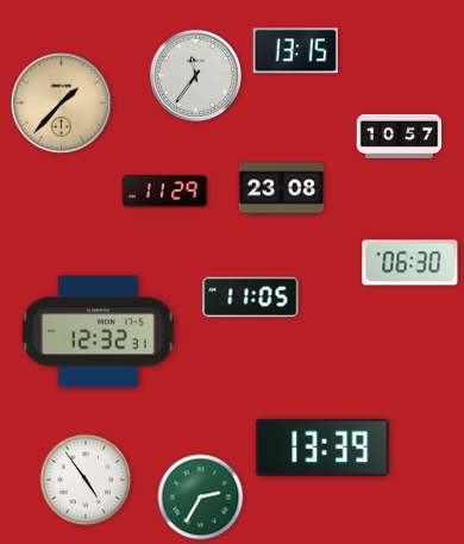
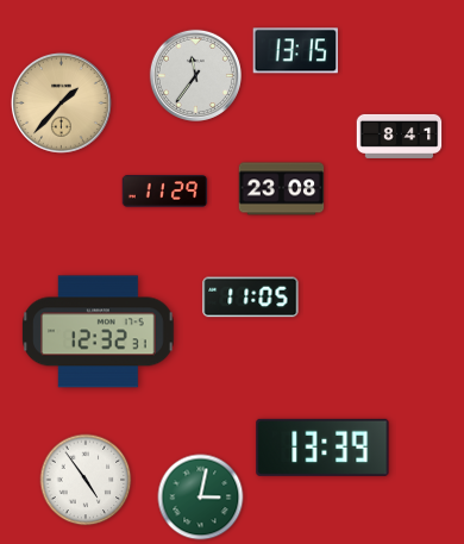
clock at (400, 136): 10:57 -> 8:41
clock at (410, 263): 06:30 -> none
clock at (201, 498): 2:35 -> 3:02
